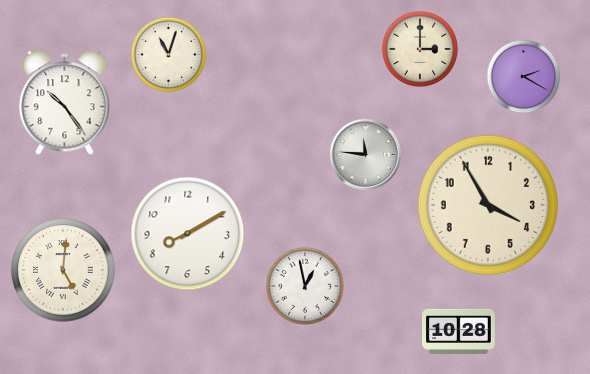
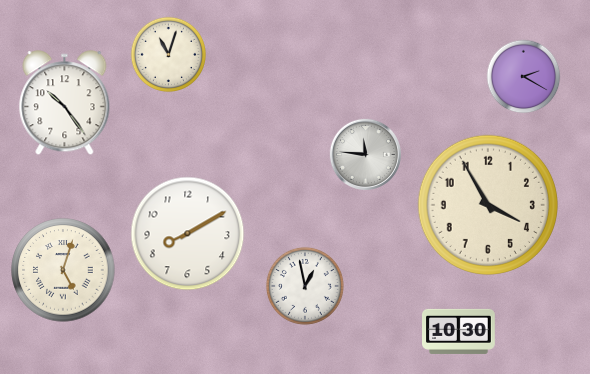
clock at (420, 49): 3:00 -> none
clock at (63, 270): 5:01 -> 5:03
clock at (459, 331): 10:28 -> 10:30
